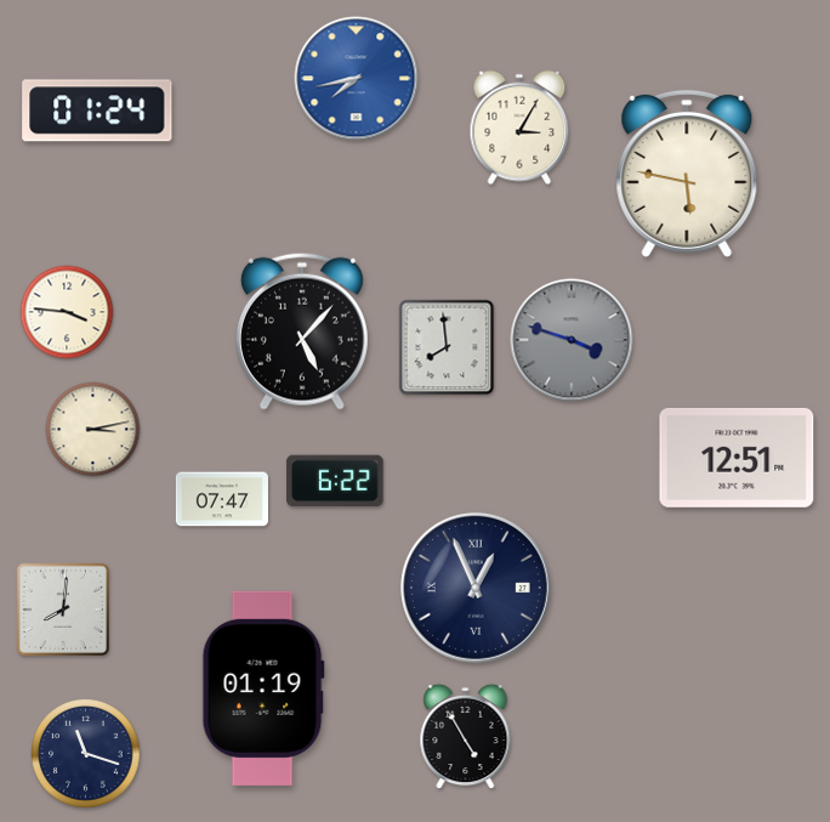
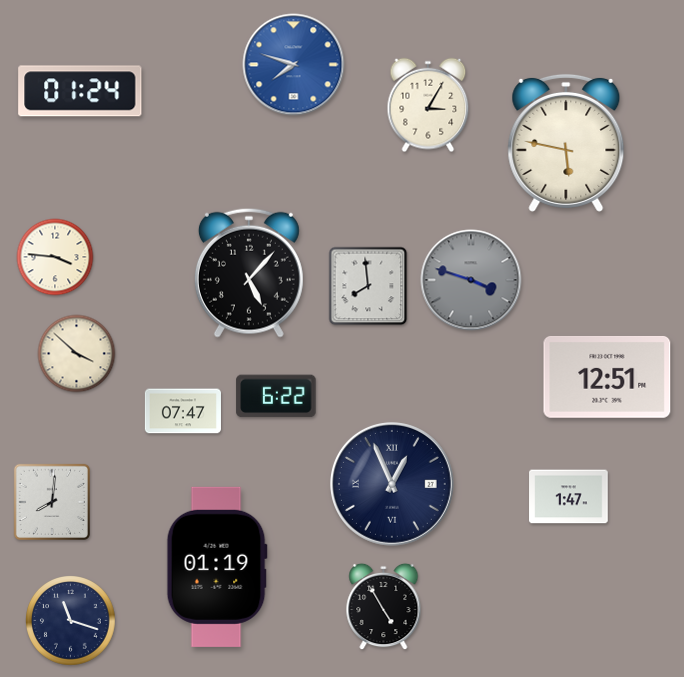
clock at (357, 79): 7:43 -> 7:48
clock at (93, 430): 3:13 -> 3:52
clock at (569, 497): none -> 1:47
